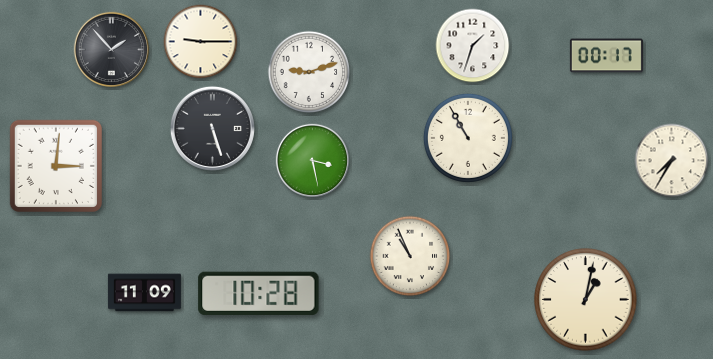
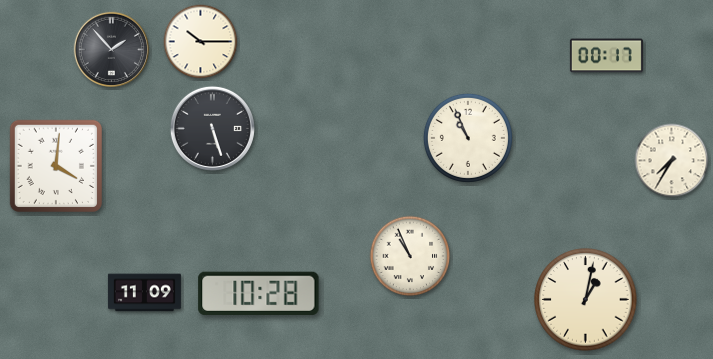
clock at (201, 42): 9:15 -> 10:15
clock at (473, 46): 1:33 -> none
clock at (309, 72): 9:12 -> none
clock at (468, 138): 10:55 -> 10:56
clock at (312, 160): 3:28 -> none
clock at (56, 166): 3:01 -> 4:01
